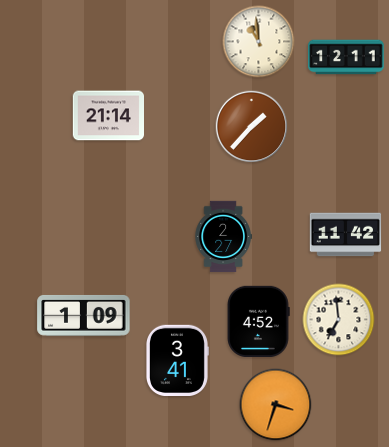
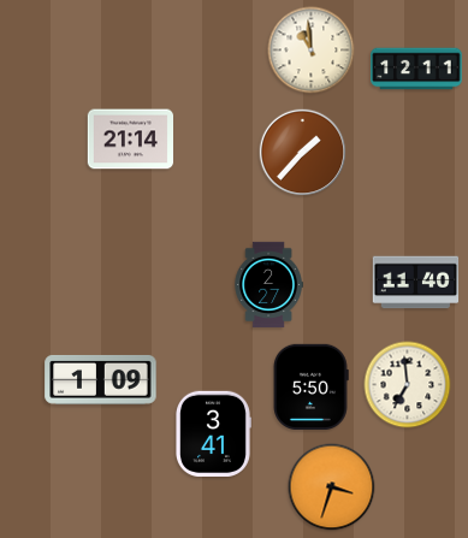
clock at (346, 235): 11:42 -> 11:40
clock at (258, 321): 4:52 -> 5:50
